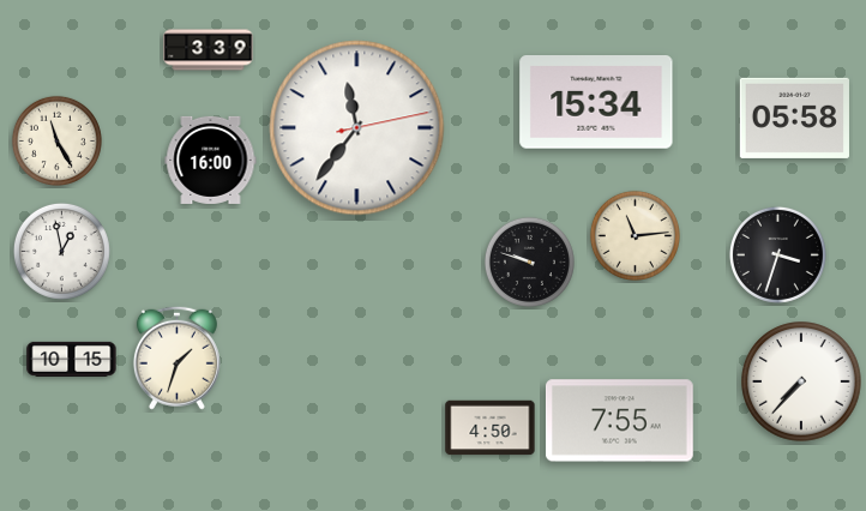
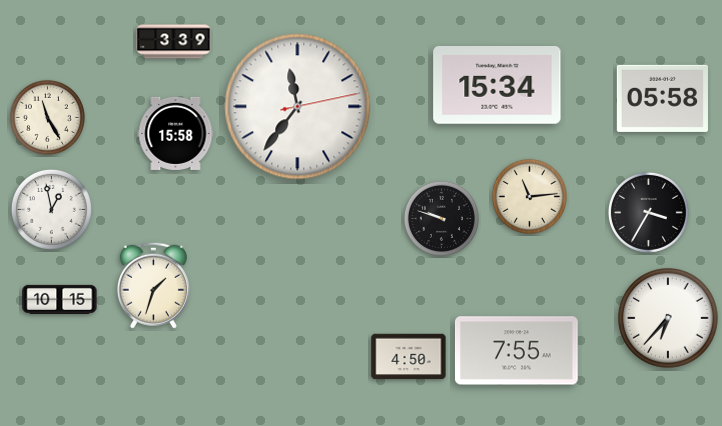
clock at (211, 160): 16:00 -> 15:58
clock at (777, 254): 3:33 -> 3:35
clock at (176, 357) position: (176, 357) -> (153, 285)
clock at (801, 381): 7:37 -> 6:37
